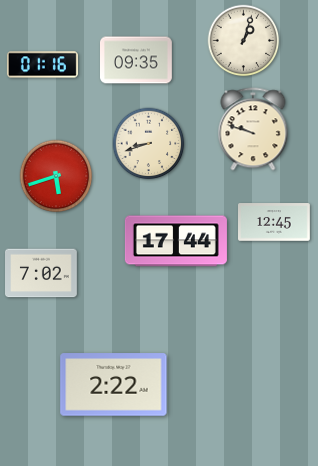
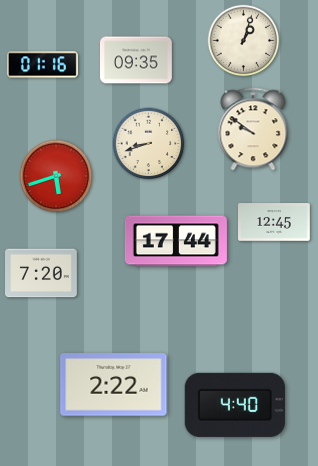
clock at (253, 129): 9:48 -> 9:51
clock at (42, 273): 7:02 -> 7:20
clock at (235, 405): none -> 4:40
